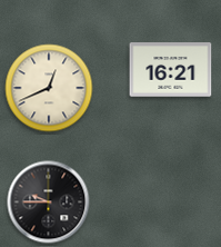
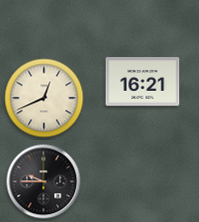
clock at (171, 70) position: (171, 70) -> (143, 82)
clock at (49, 88) position: (49, 88) -> (44, 98)
